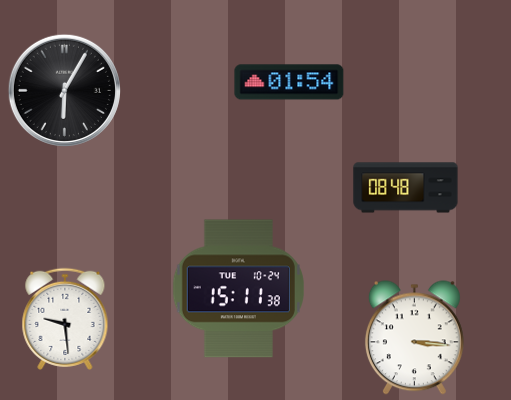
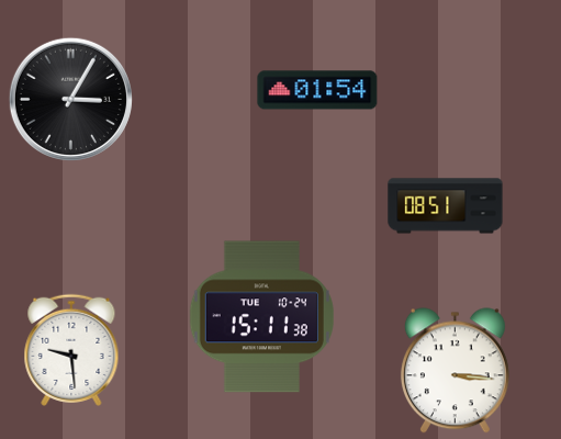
clock at (64, 90): 6:05 -> 3:05
clock at (406, 188): 08:48 -> 08:51
